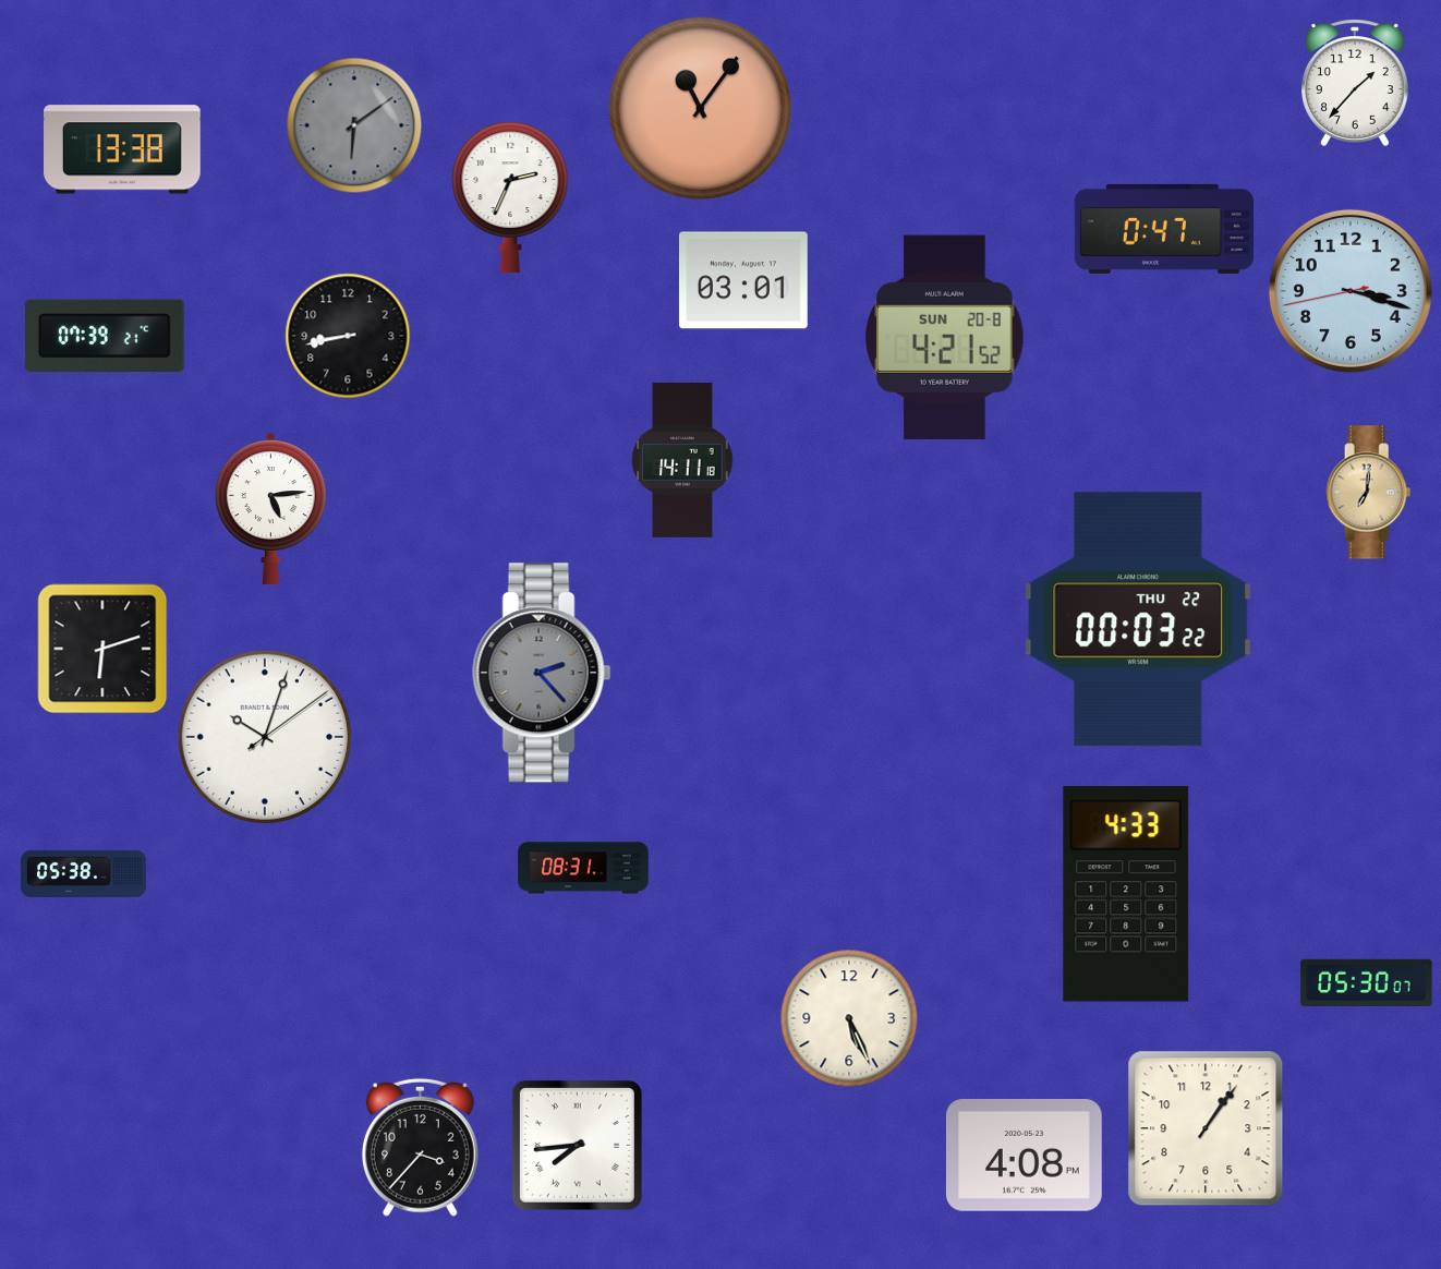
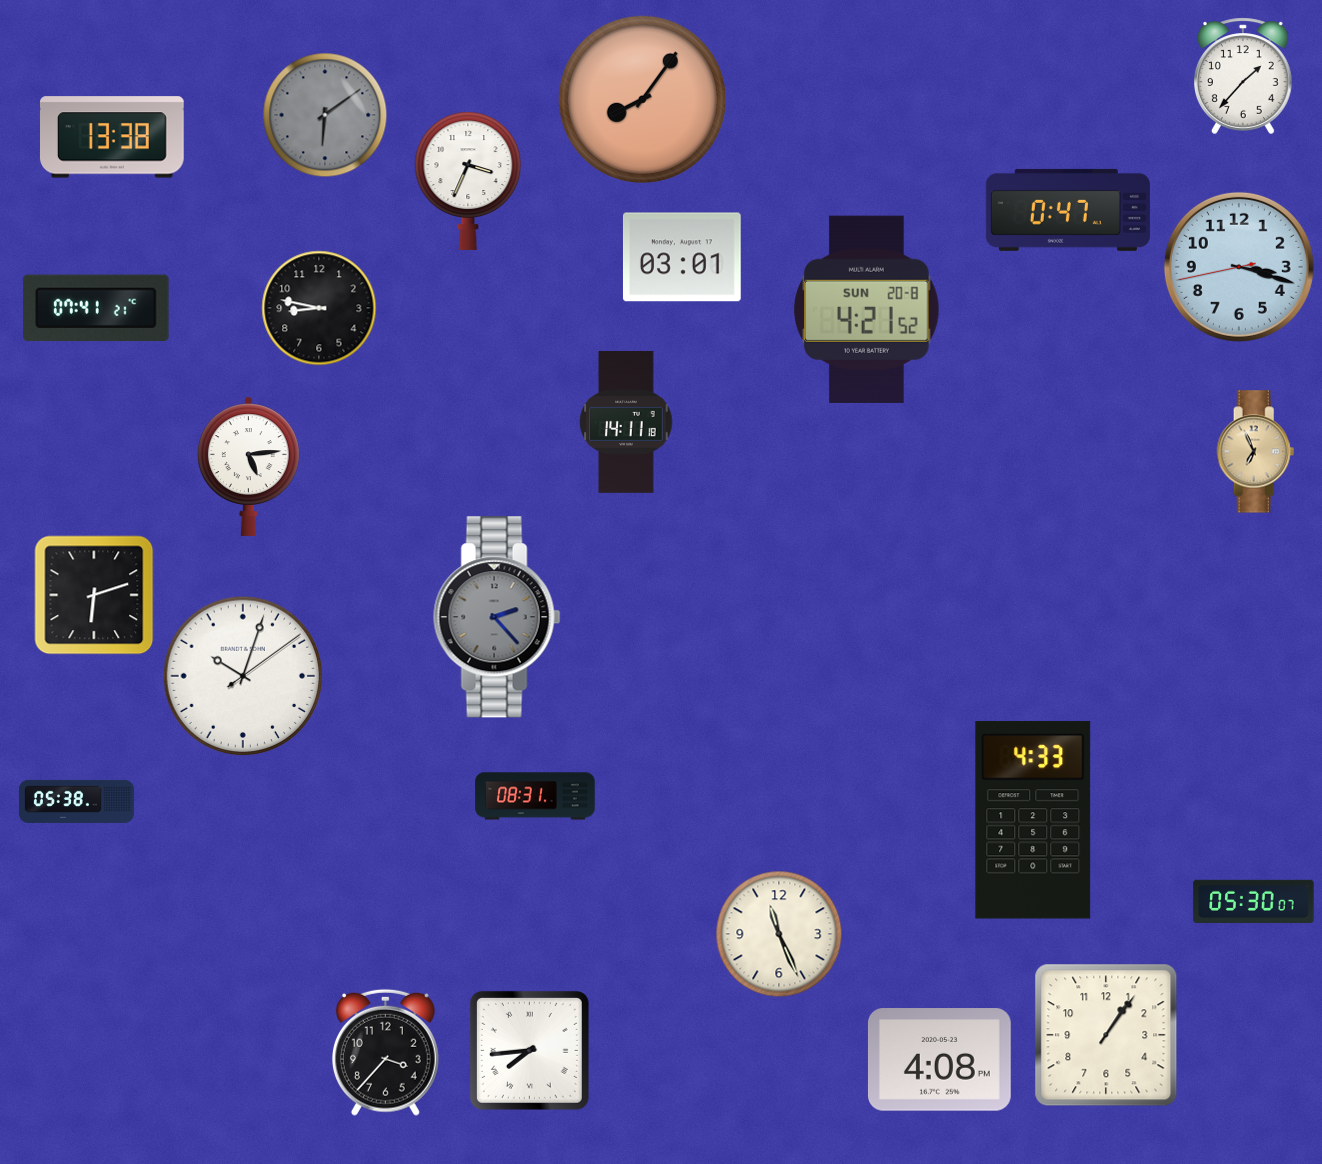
clock at (700, 108): 11:06 -> 8:06
clock at (510, 197): 2:34 -> 3:34
clock at (105, 336): 07:39 -> 07:41
clock at (348, 336): 8:43 -> 8:47
clock at (1369, 493): 7:01 -> 6:56
clock at (1138, 619): 00:03 -> none
clock at (849, 1018): 5:26 -> 11:26
